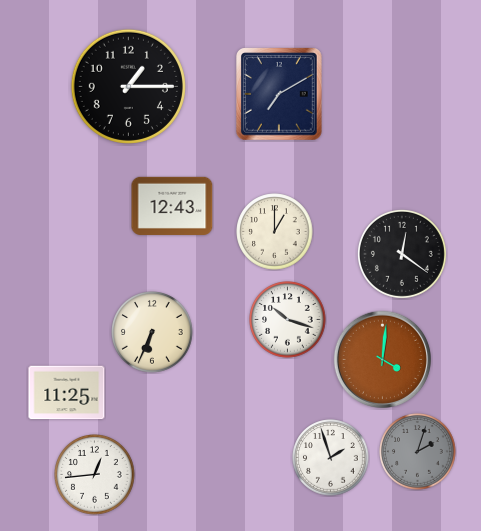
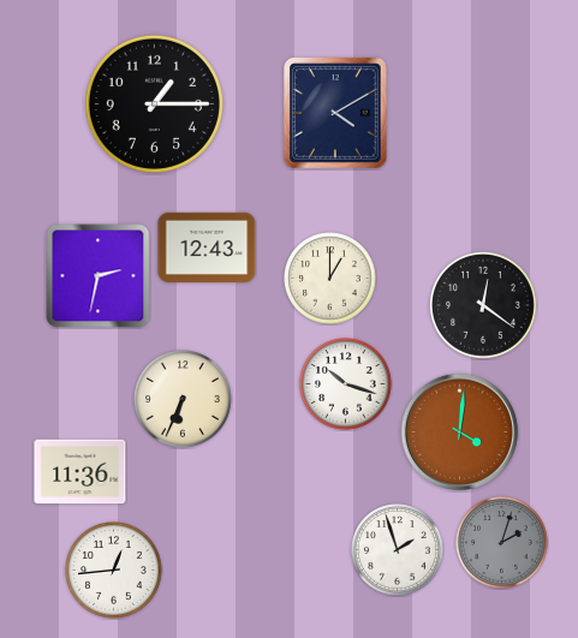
clock at (280, 95): 7:10 -> 4:10
clock at (99, 276): none -> 2:32
clock at (67, 393): 11:25 -> 11:36
